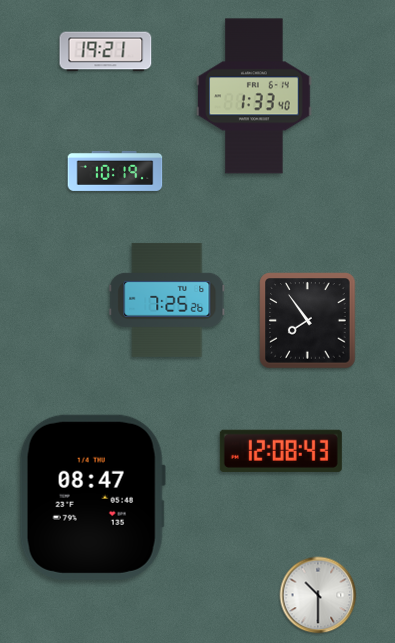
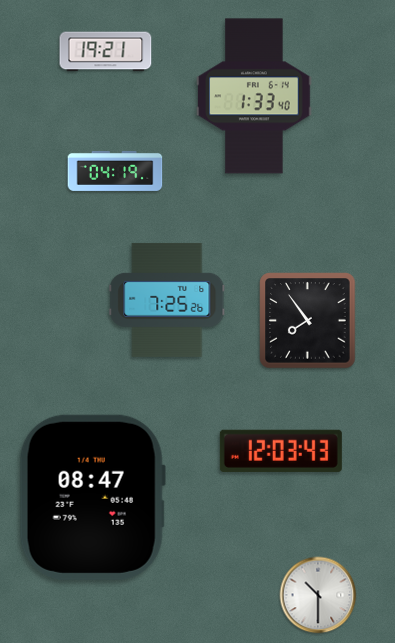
clock at (115, 171): 10:19 -> 04:19
clock at (281, 451): 12:08 -> 12:03
